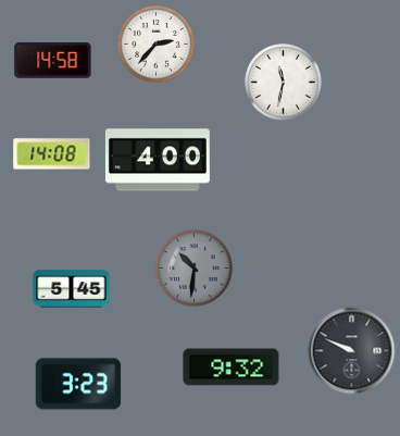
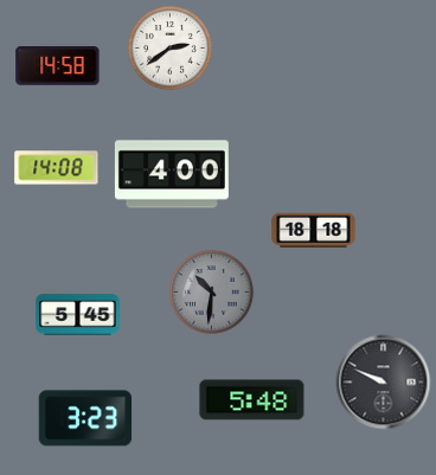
clock at (157, 45): 2:37 -> 2:39
clock at (284, 83): 11:32 -> none
clock at (314, 230): none -> 18:18
clock at (232, 368): 9:32 -> 5:48
